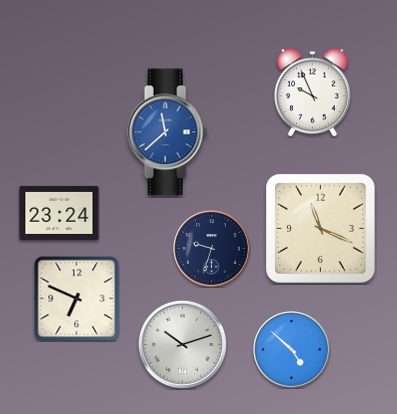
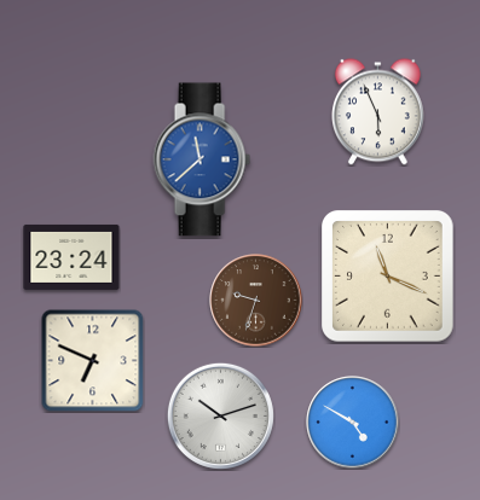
clock at (312, 93): 9:56 -> 5:56
clock at (212, 249) dial: navy -> brown
clock at (292, 350): 4:52 -> 4:50
